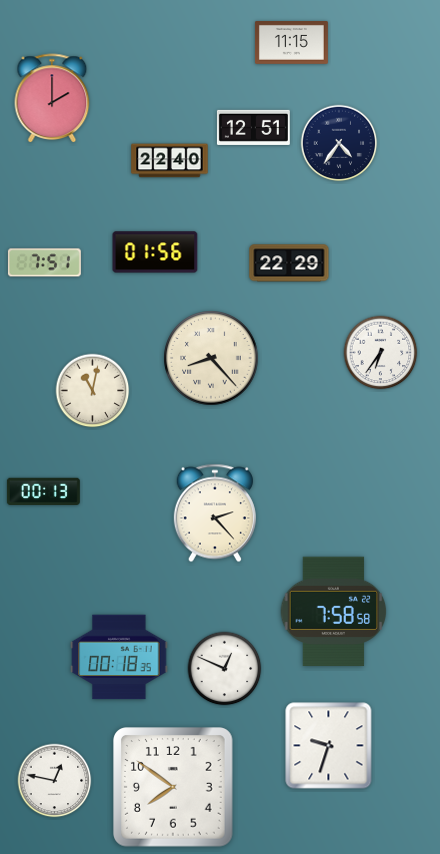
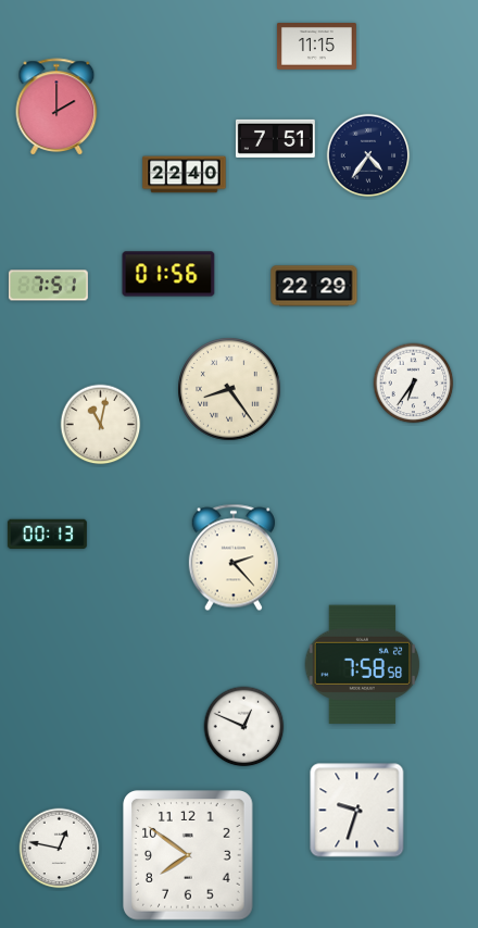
clock at (253, 127): 12:51 -> 7:51
clock at (211, 358): 8:23 -> 8:24
clock at (119, 657): 00:18 -> none
